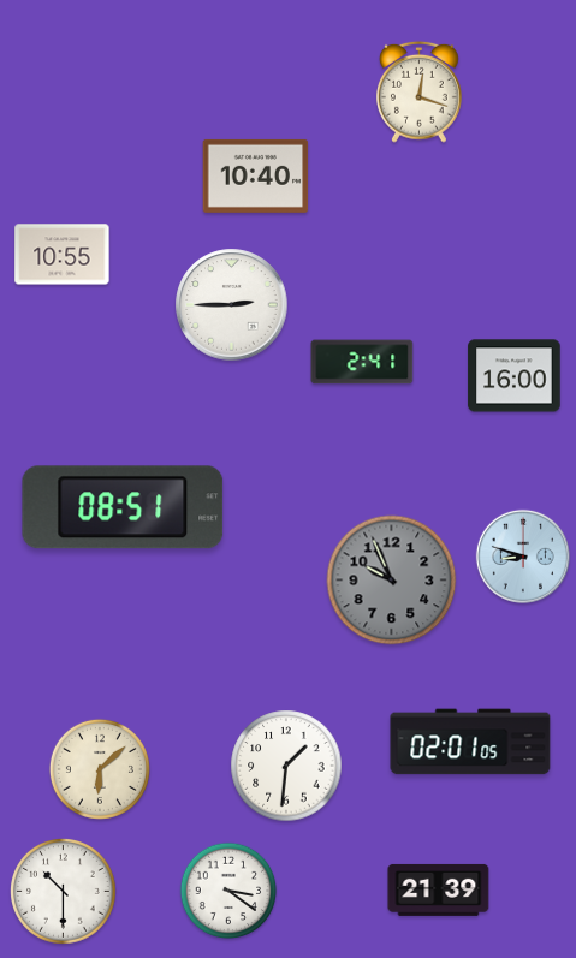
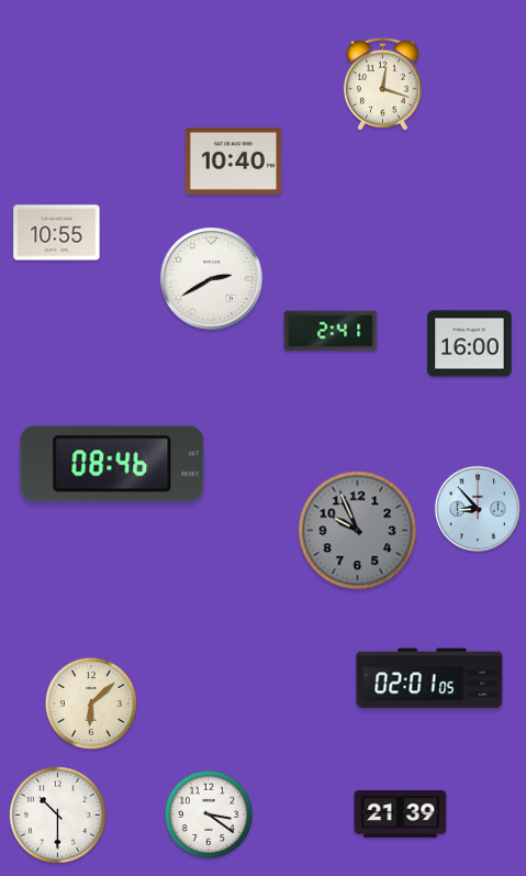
clock at (232, 305): 2:45 -> 2:40
clock at (123, 507): 08:51 -> 08:46
clock at (523, 557): 8:48 -> 8:53
clock at (286, 766): 1:31 -> none
